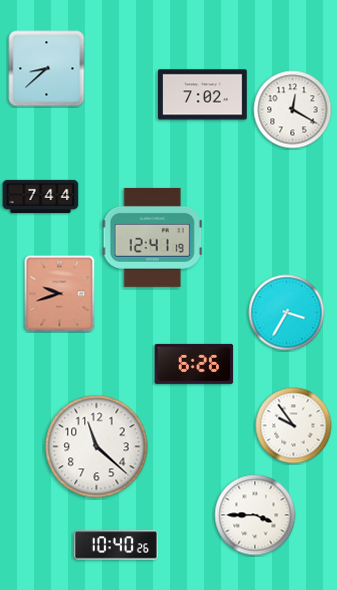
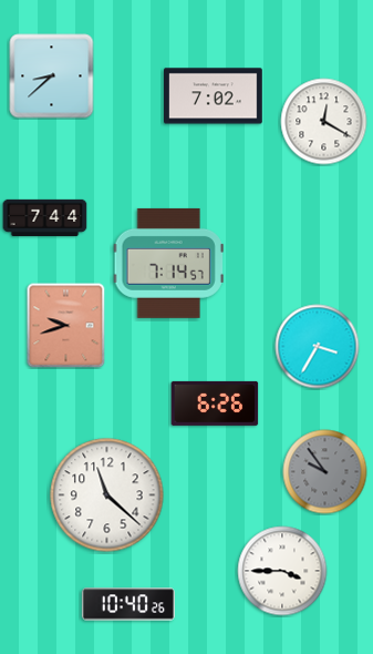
clock at (203, 95) position: (203, 95) -> (214, 96)
clock at (152, 237): 12:41 -> 7:14
clock at (294, 426) dial: white -> grey
